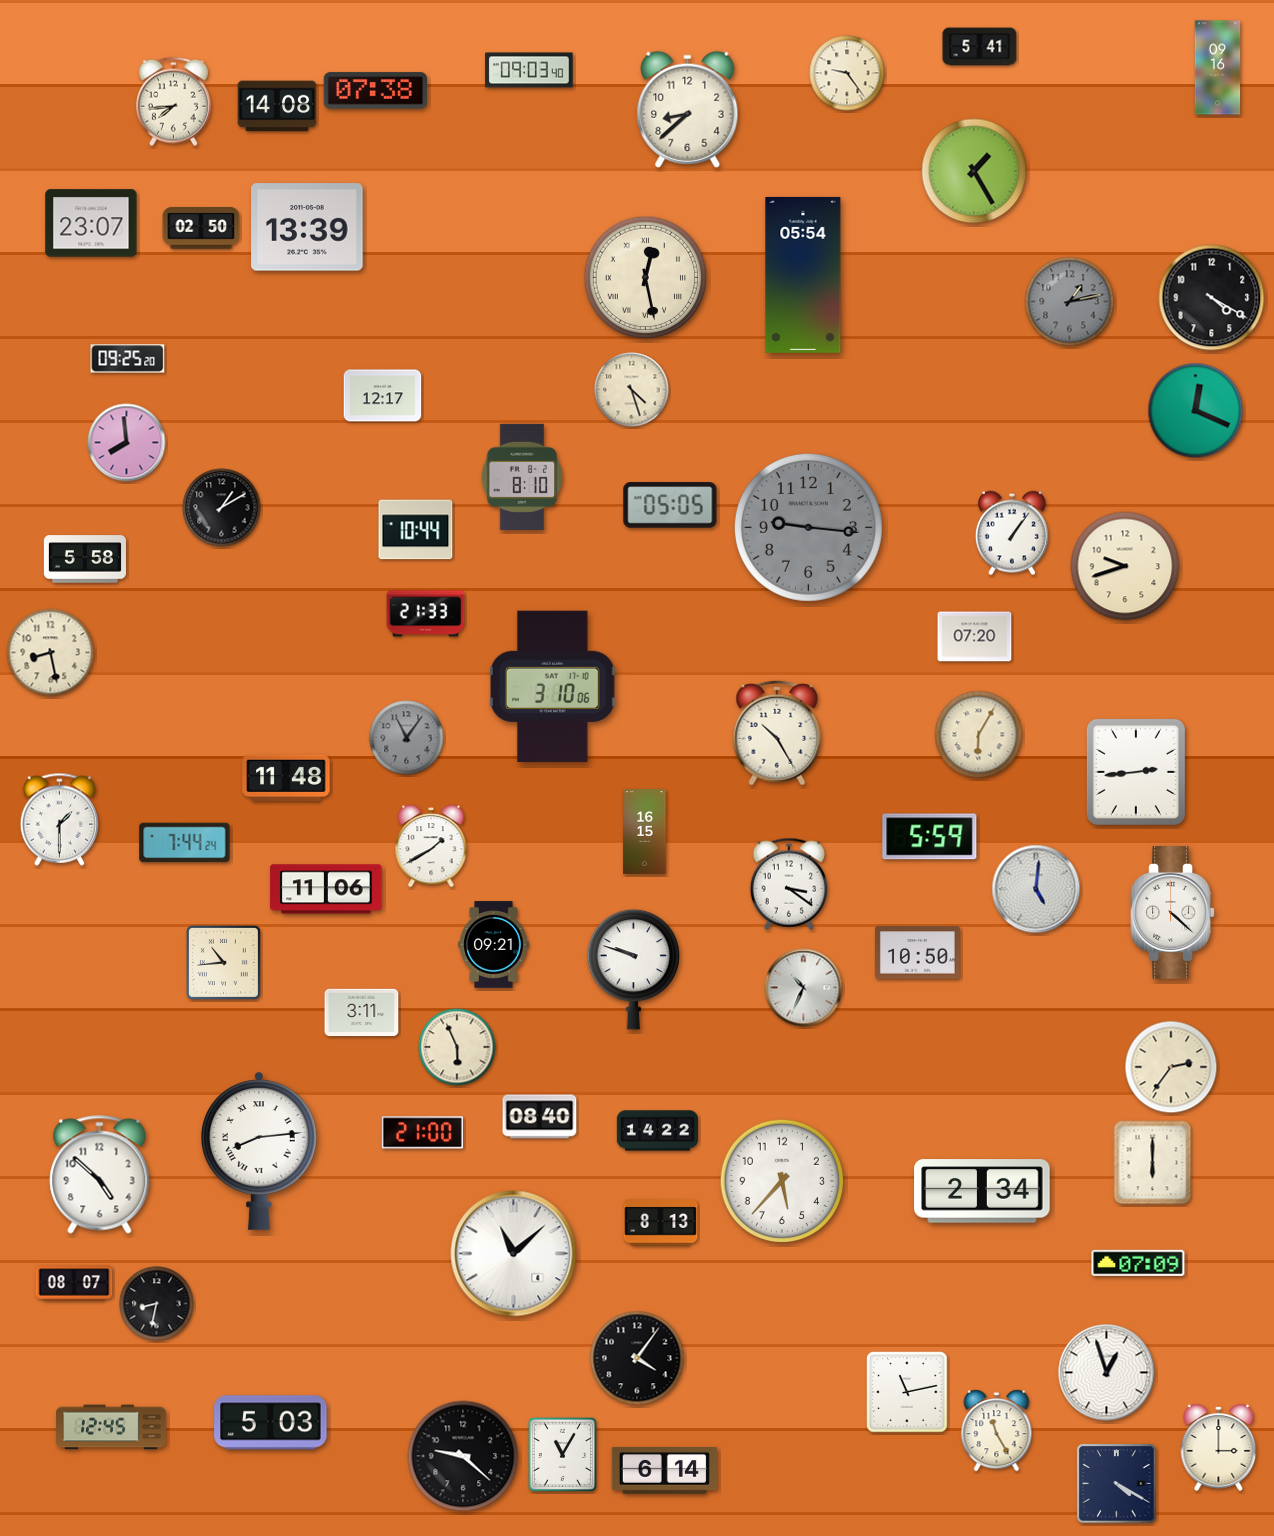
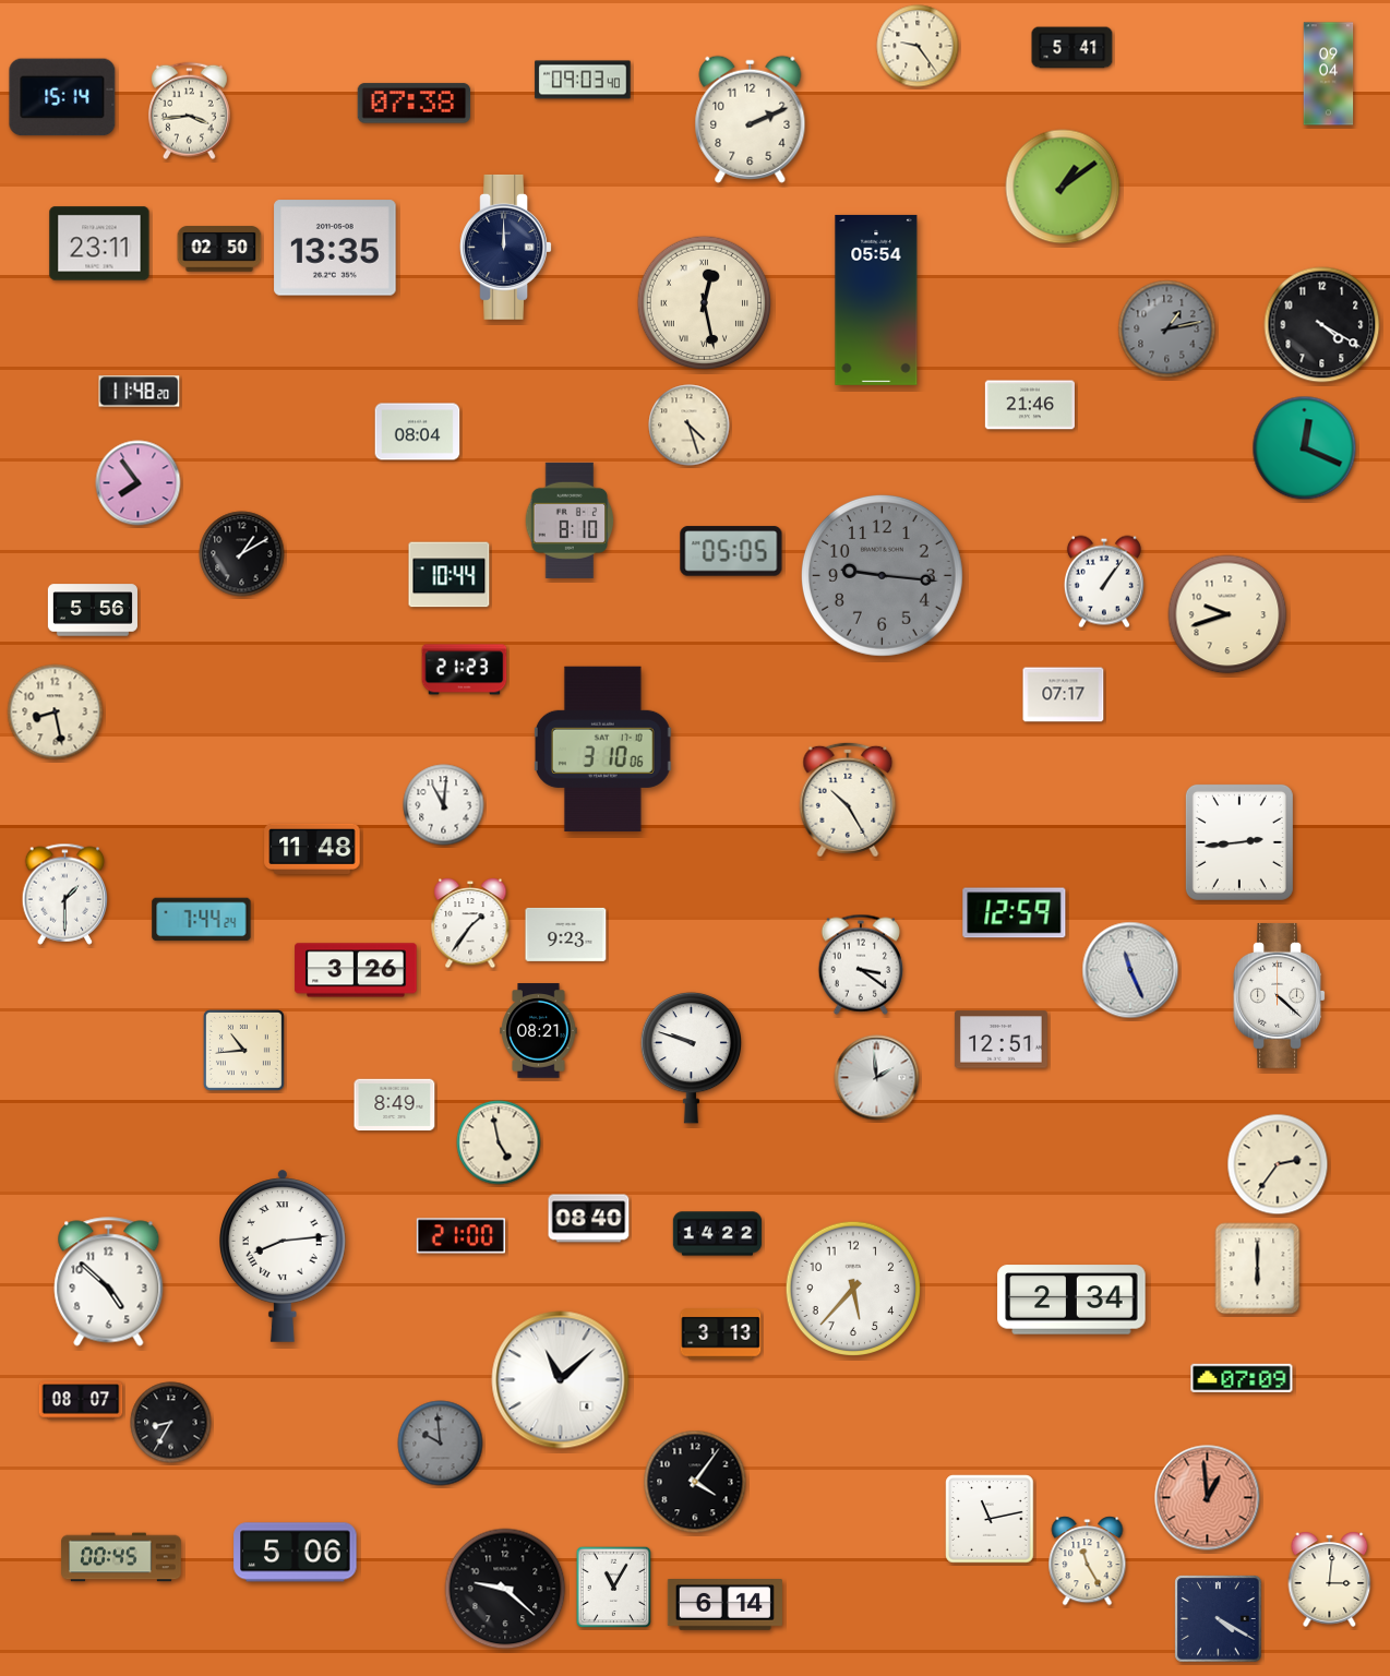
clock at (980, 47) position: (980, 47) -> (1073, 48)
clock at (1218, 68): 09:16 -> 09:04
clock at (529, 70) position: (529, 70) -> (583, 80)
clock at (847, 73) position: (847, 73) -> (918, 46)
clock at (62, 97): none -> 15:14
clock at (376, 91) position: (376, 91) -> (415, 104)
clock at (173, 102): 7:44 -> 3:44
clock at (277, 106): 14:08 -> none
clock at (688, 109): 8:38 -> 2:11
clock at (974, 171): 1:25 -> 1:09
clock at (91, 223): 23:07 -> 23:11
clock at (505, 247): none -> 12:00
clock at (307, 227): 13:39 -> 13:35
clock at (128, 359): 09:25 -> 11:48
clock at (1030, 405): none -> 21:46
clock at (383, 396): 12:17 -> 08:04
clock at (127, 443): 7:59 -> 7:54
clock at (416, 530) position: (416, 530) -> (450, 575)
clock at (85, 559): 5:58 -> 5:56
clock at (1125, 566) position: (1125, 566) -> (1227, 614)
clock at (426, 614): 21:33 -> 21:23
clock at (975, 637): 07:20 -> 07:17
clock at (979, 735): 6:05 -> none
clock at (407, 738): 11:06 -> 11:01
clock at (407, 738) dial: grey -> white
clock at (645, 832): 16:15 -> none
clock at (930, 837): 5:59 -> 12:59
clock at (431, 846): 1:40 -> 1:36
clock at (566, 934): none -> 9:23
clock at (326, 889): 11:06 -> 3:26
clock at (1036, 889): 5:01 -> 11:26
clock at (494, 945): 09:21 -> 08:21
clock at (917, 953): 10:50 -> 12:51
clock at (804, 988): 10:34 -> 1:59
clock at (362, 1013): 3:11 -> 8:49
clock at (457, 1047): 5:56 -> 4:58
clock at (661, 1223): 8:13 -> 3:13
clock at (514, 1254) position: (514, 1254) -> (561, 1380)
clock at (157, 1304): 8:32 -> 8:35
clock at (441, 1444): none -> 9:59
clock at (1107, 1373): 12:57 -> 12:59
clock at (1107, 1373) dial: white -> salmon
clock at (271, 1423): 5:03 -> 5:06
clock at (111, 1427): 12:45 -> 00:45
clock at (1219, 1447): 3:00 -> 3:01
